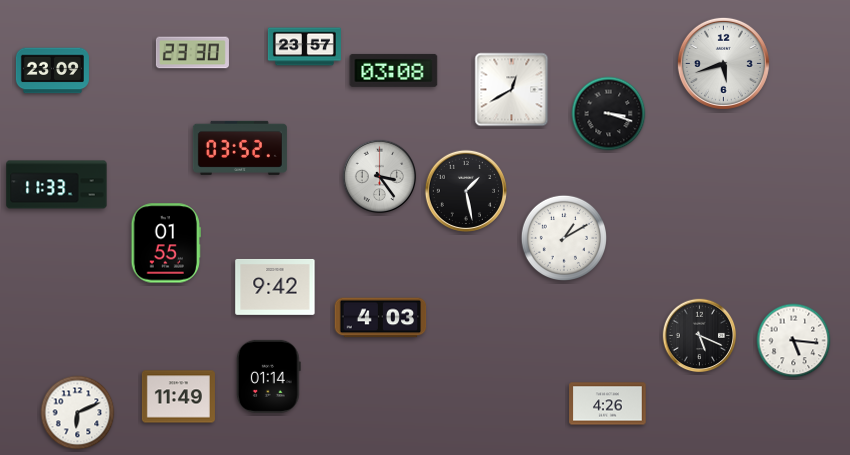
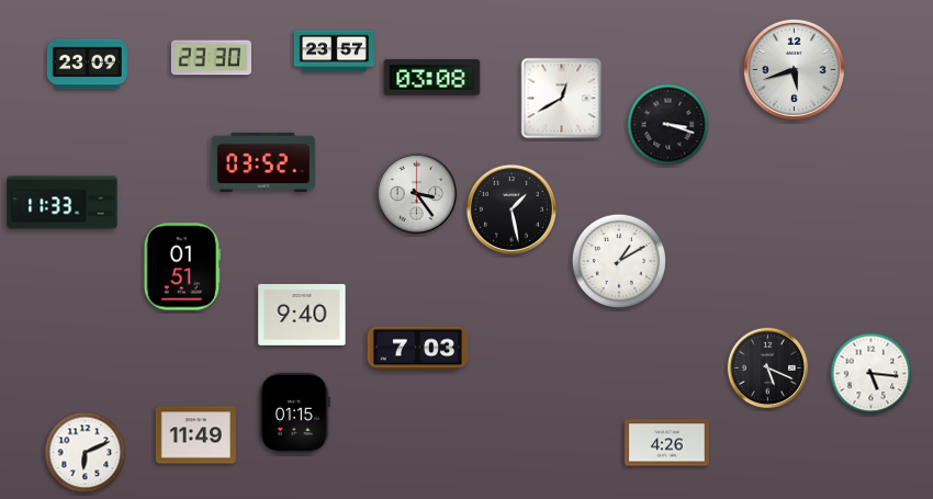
clock at (52, 71) position: (52, 71) -> (87, 65)
clock at (166, 243): 01:55 -> 01:51
clock at (275, 287): 9:42 -> 9:40
clock at (381, 318): 4:03 -> 7:03
clock at (268, 376): 01:14 -> 01:15
